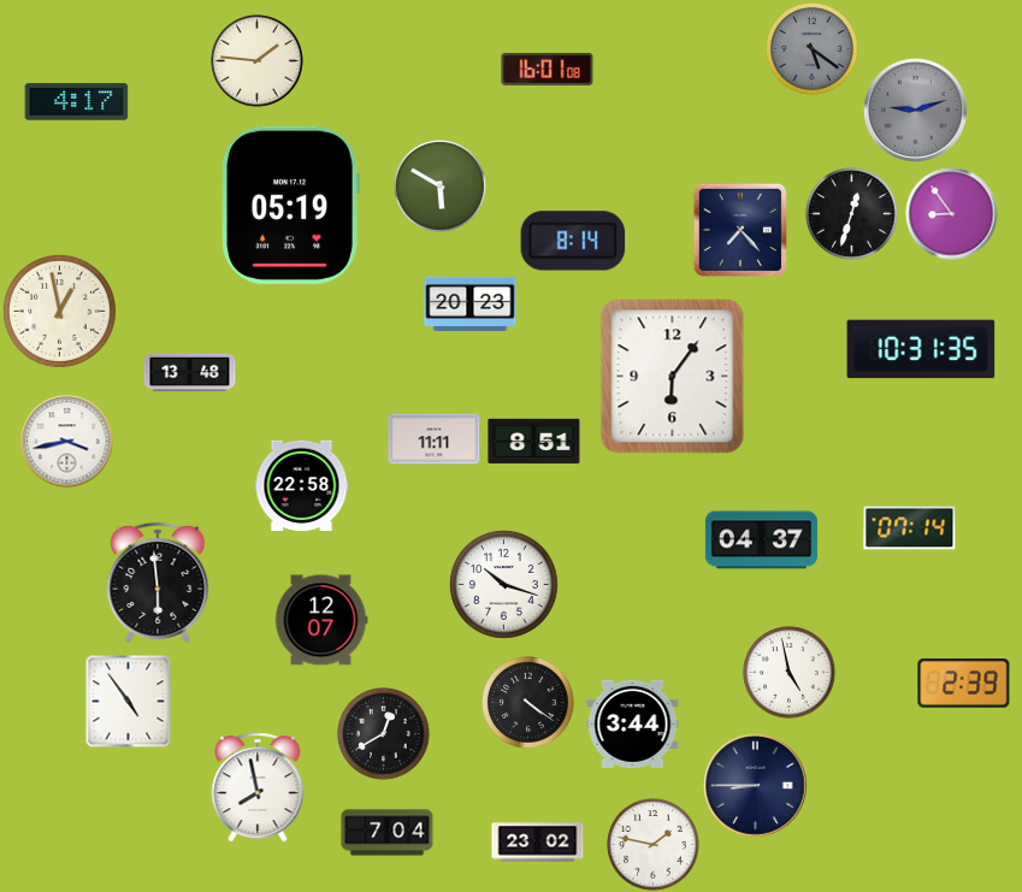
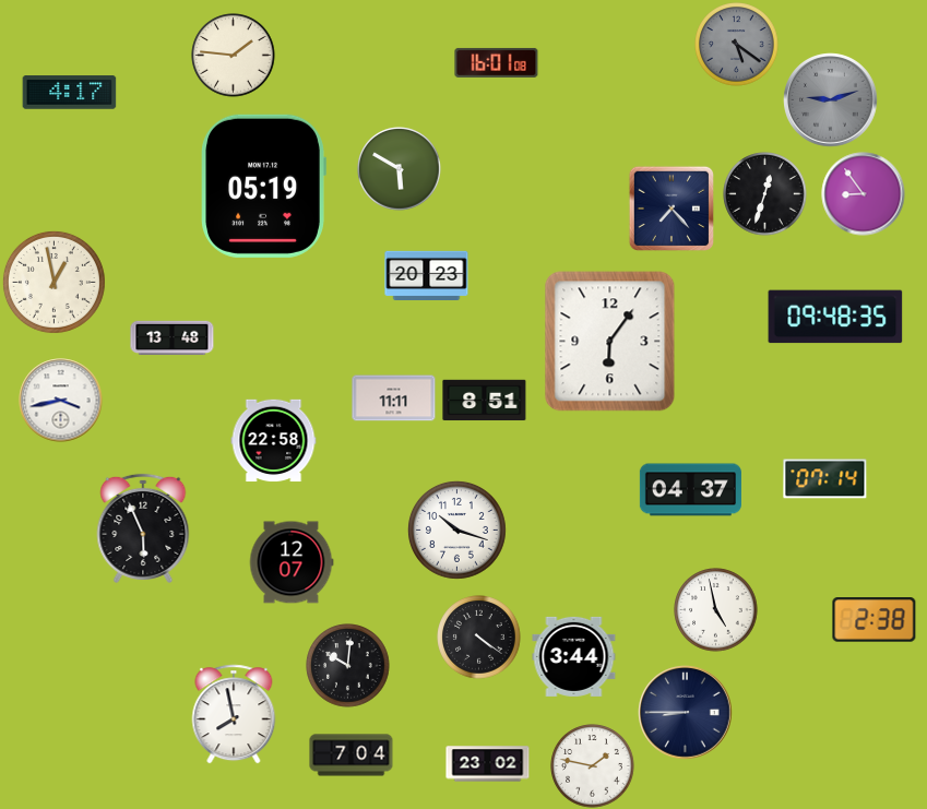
clock at (852, 214) position: (852, 214) -> (765, 194)
clock at (573, 241): 8:14 -> none
clock at (921, 349): 10:31 -> 09:48
clock at (158, 583): 5:59 -> 5:56
clock at (964, 684): 2:39 -> 2:38
clock at (129, 701): 4:54 -> none
clock at (384, 734): 12:40 -> 10:01
